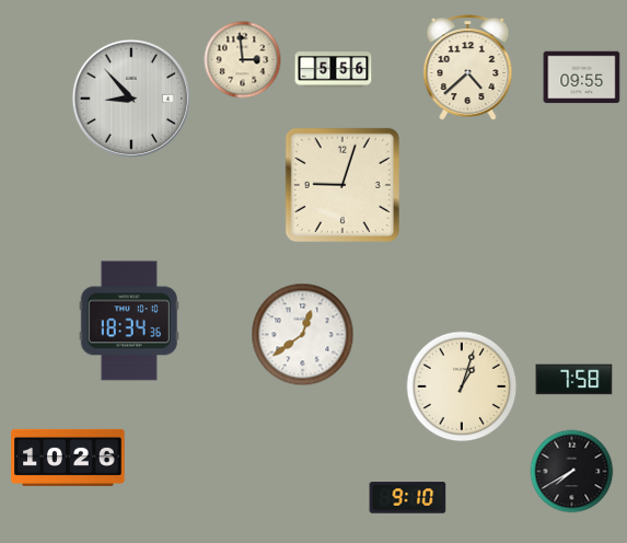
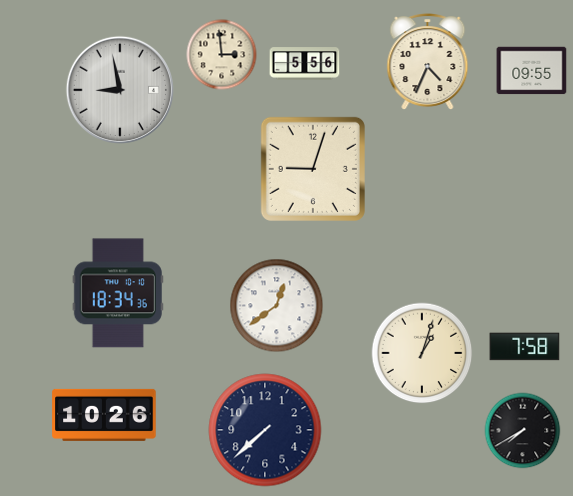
clock at (468, 68): 4:38 -> 4:34
clock at (131, 99): 8:53 -> 8:58
clock at (68, 458) position: (68, 458) -> (104, 415)
clock at (265, 430): none -> 7:38
clock at (408, 498): 9:10 -> none
